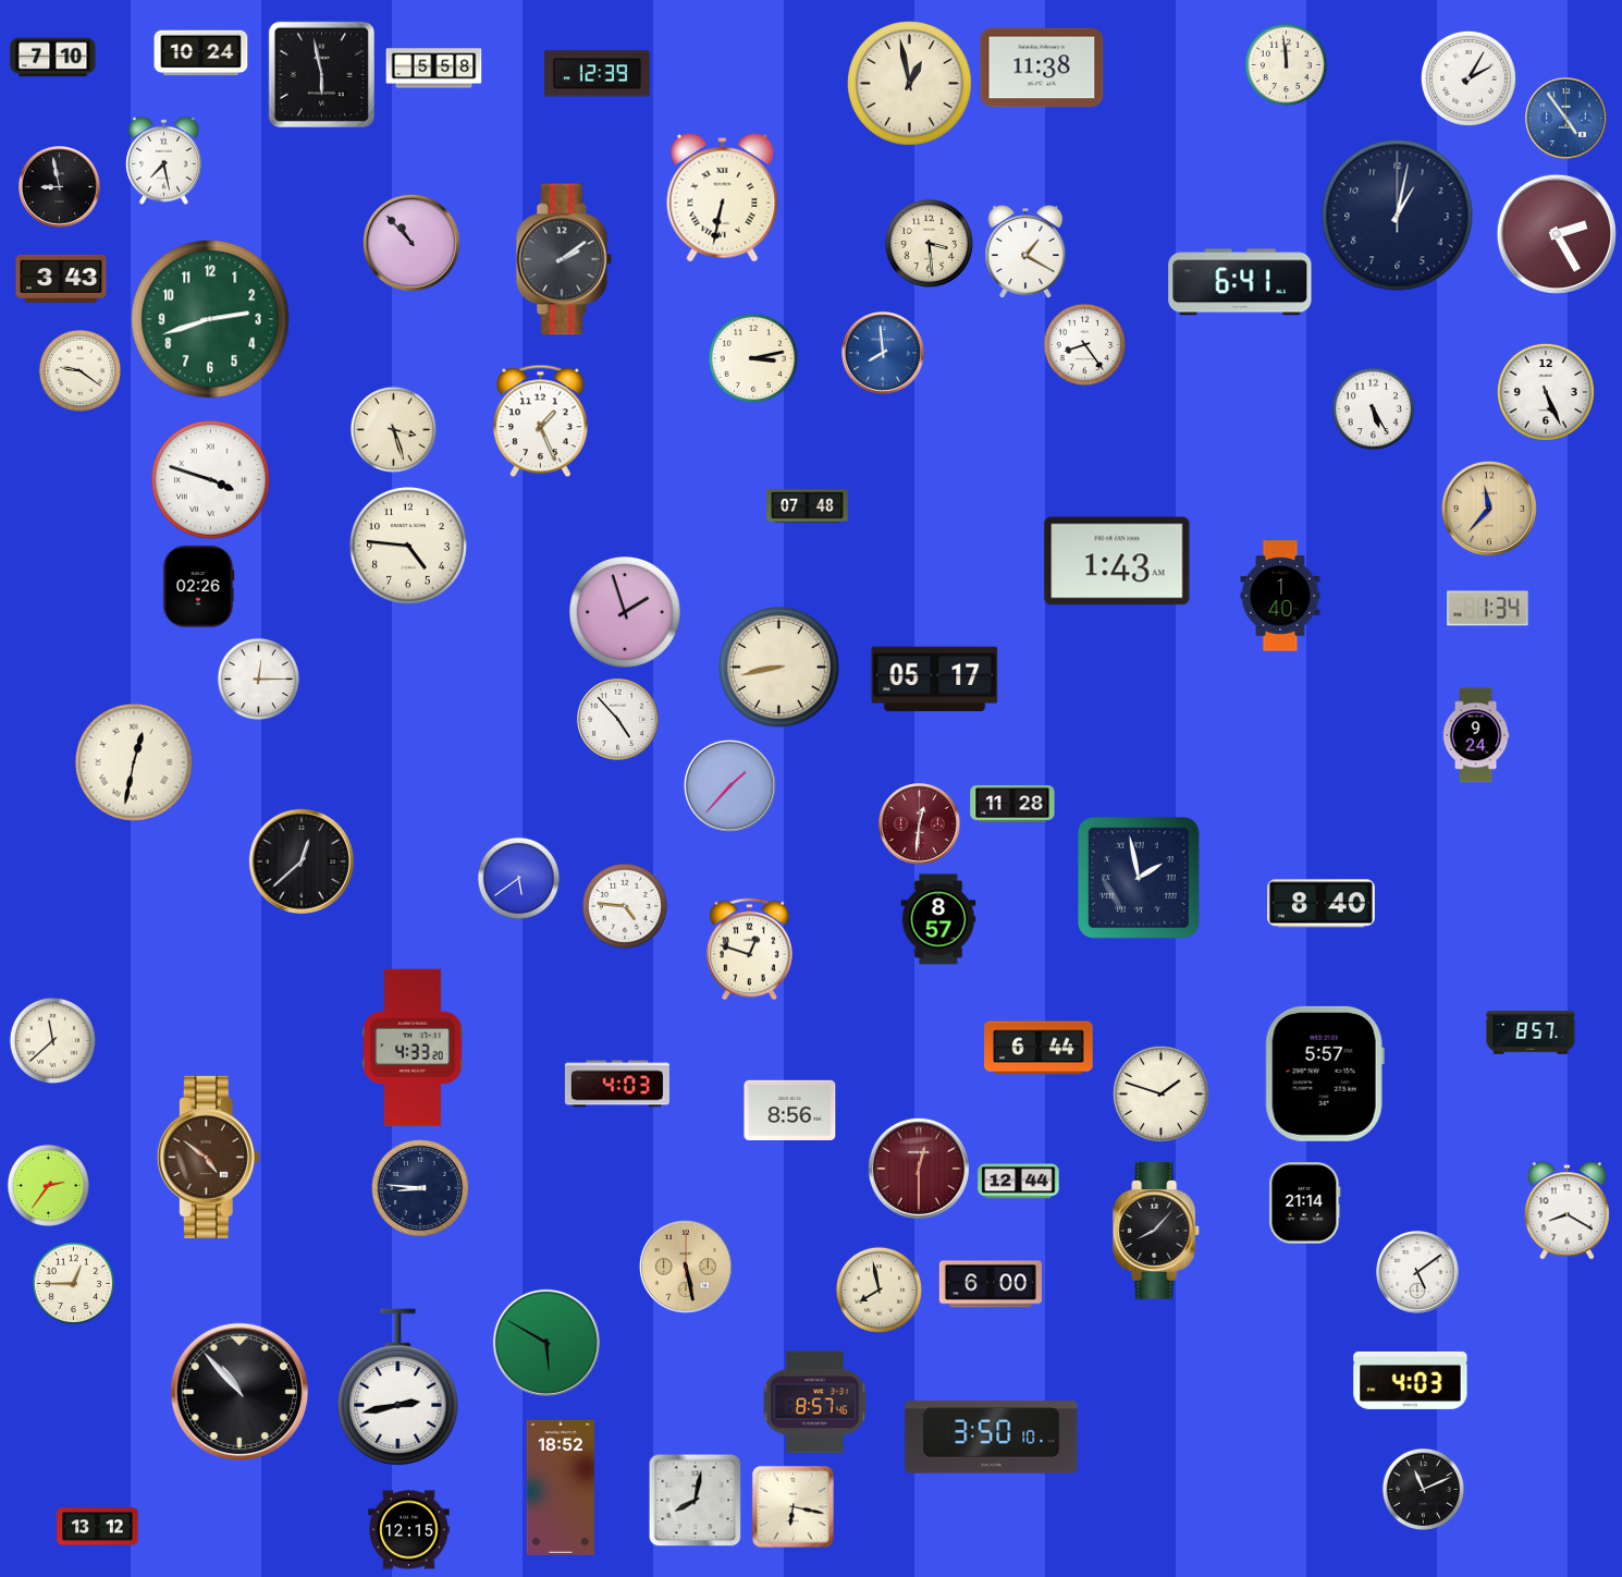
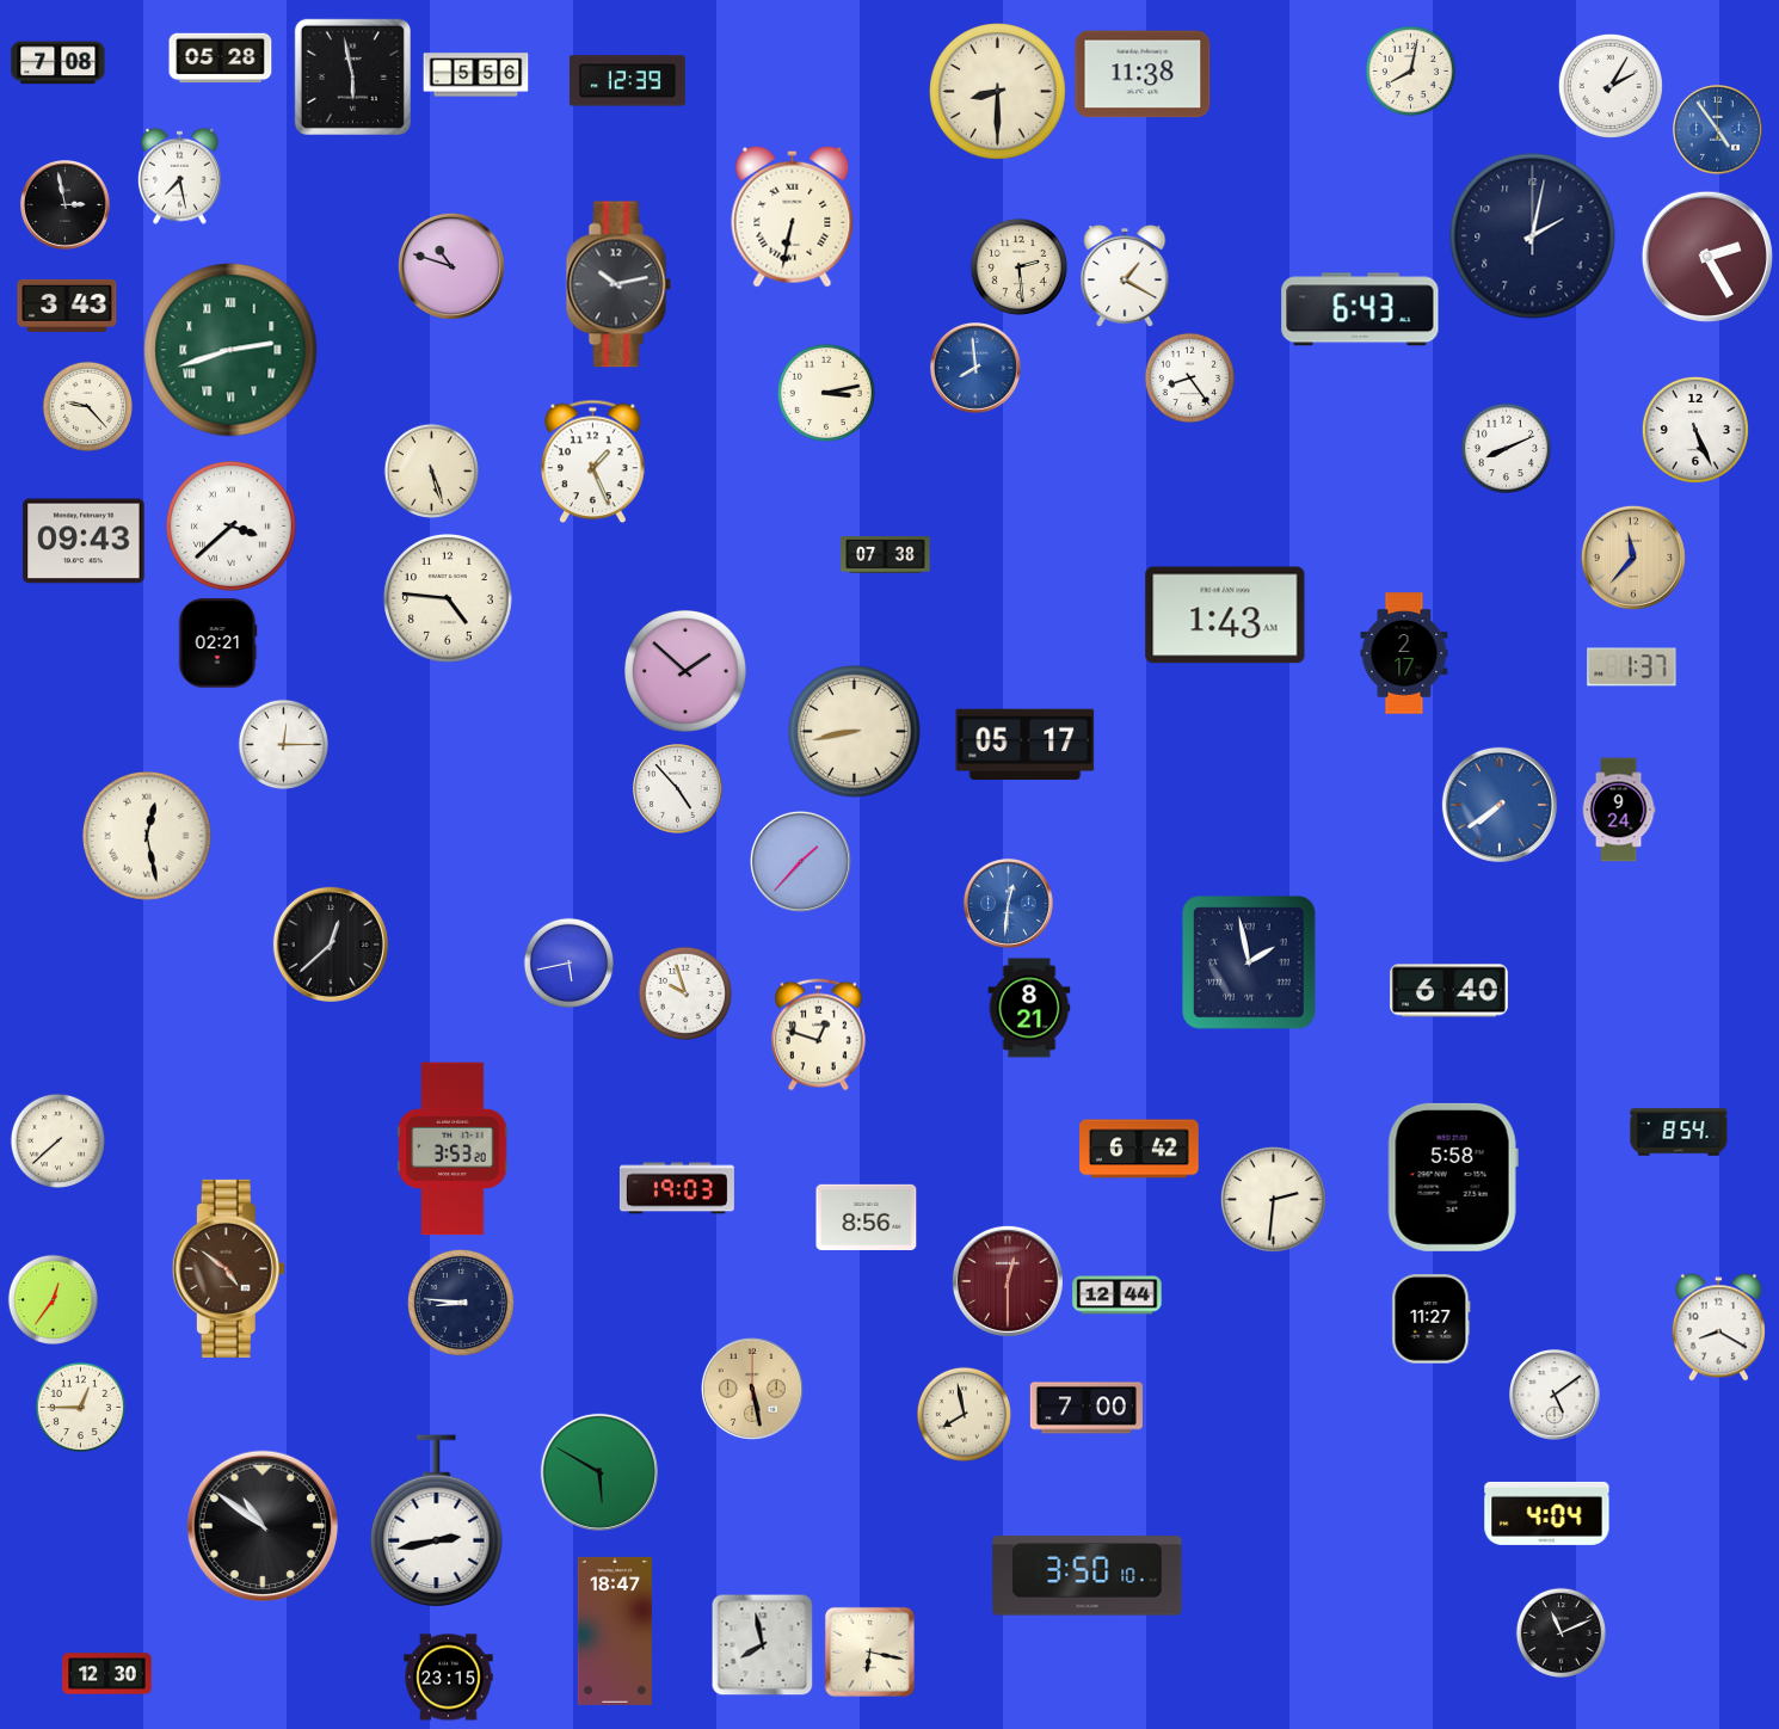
clock at (201, 53): 10:24 -> 05:28
clock at (53, 58): 7:10 -> 7:08
clock at (1286, 64): 11:59 -> 8:02
clock at (434, 69): 5:58 -> 5:56
clock at (321, 74) position: (321, 74) -> (352, 76)
clock at (597, 74) position: (597, 74) -> (627, 81)
clock at (910, 84): 12:58 -> 8:30
clock at (60, 187): 8:58 -> 2:58
clock at (1398, 216): 1:02 -> 2:02
clock at (411, 243): 10:53 -> 10:48
clock at (929, 243): 3:29 -> 2:29
clock at (564, 259): 2:09 -> 10:13
clock at (1240, 282): 6:41 -> 6:43
clock at (210, 319) numerals: Arabic -> Roman
clock at (884, 354) position: (884, 354) -> (977, 369)
clock at (79, 370): 9:21 -> 9:23
clock at (1373, 408): 5:25 -> 8:11
clock at (393, 429): 3:27 -> 5:27
clock at (211, 480): 3:48 -> 3:38
clock at (84, 541): none -> 09:43
clock at (808, 506): 07:48 -> 07:38
clock at (198, 587): 02:26 -> 02:21
clock at (1280, 596): 1:40 -> 2:17
clock at (1488, 609): 1:34 -> 1:37
clock at (625, 612): 1:57 -> 1:52
clock at (1500, 805): none -> 7:39
clock at (1476, 735) position: (1476, 735) -> (1619, 810)
clock at (134, 762): 12:32 -> 12:28
clock at (1012, 804): 11:28 -> none
clock at (920, 824) dial: burgundy -> blue
clock at (518, 878): 5:39 -> 5:43
clock at (1322, 904): 8:40 -> 6:40
clock at (624, 905): 4:46 -> 9:57
clock at (938, 919): 8:57 -> 8:21
clock at (750, 950) position: (750, 950) -> (819, 1035)
clock at (1531, 1032): 8:57 -> 8:54
clock at (52, 1040): 11:38 -> 7:38
clock at (413, 1048): 4:33 -> 3:53
clock at (1039, 1048): 6:44 -> 6:42
clock at (1325, 1074): 5:57 -> 5:58
clock at (617, 1084): 4:03 -> 19:03
clock at (1160, 1093): 1:48 -> 2:31
clock at (48, 1185): 2:36 -> 12:36
clock at (1305, 1203): 21:14 -> 11:27
clock at (1157, 1232): 8:07 -> none
clock at (991, 1284): 6:00 -> 7:00
clock at (1411, 1380): 4:03 -> 4:04
clock at (239, 1392): 10:53 -> 10:51
clock at (814, 1403): 8:57 -> none
clock at (561, 1488): 18:52 -> 18:47
clock at (696, 1501): 8:02 -> 7:58
clock at (98, 1527): 13:12 -> 12:30
clock at (409, 1530): 12:15 -> 23:15
